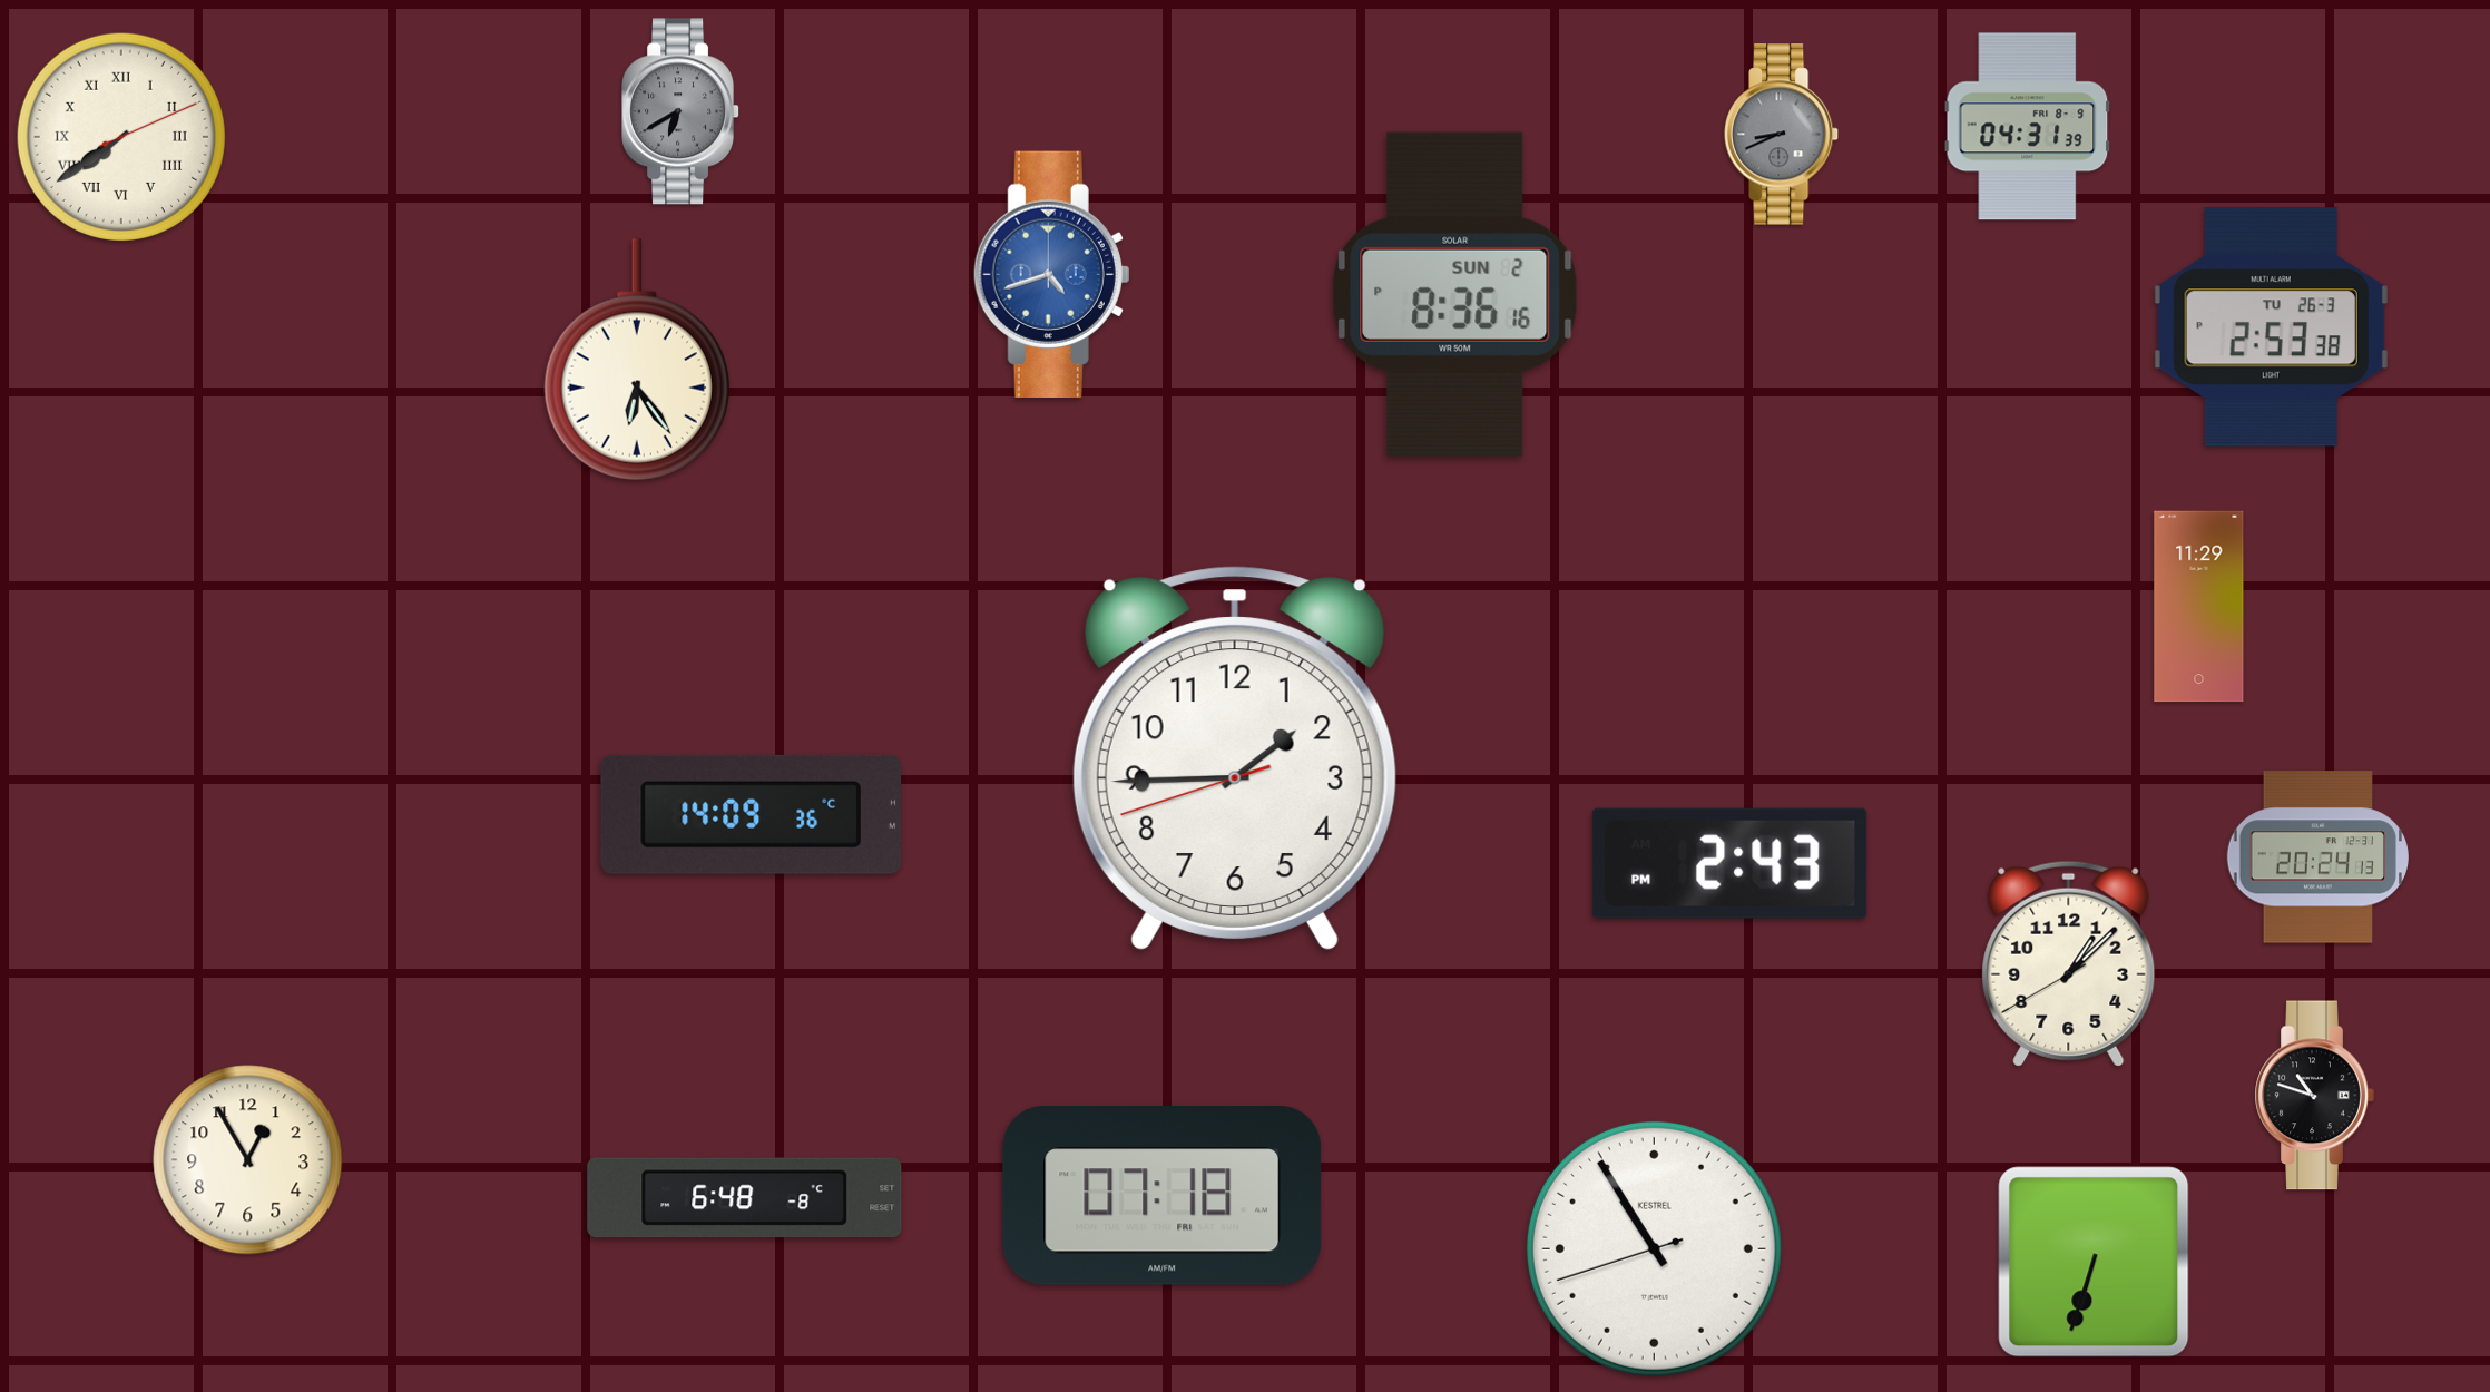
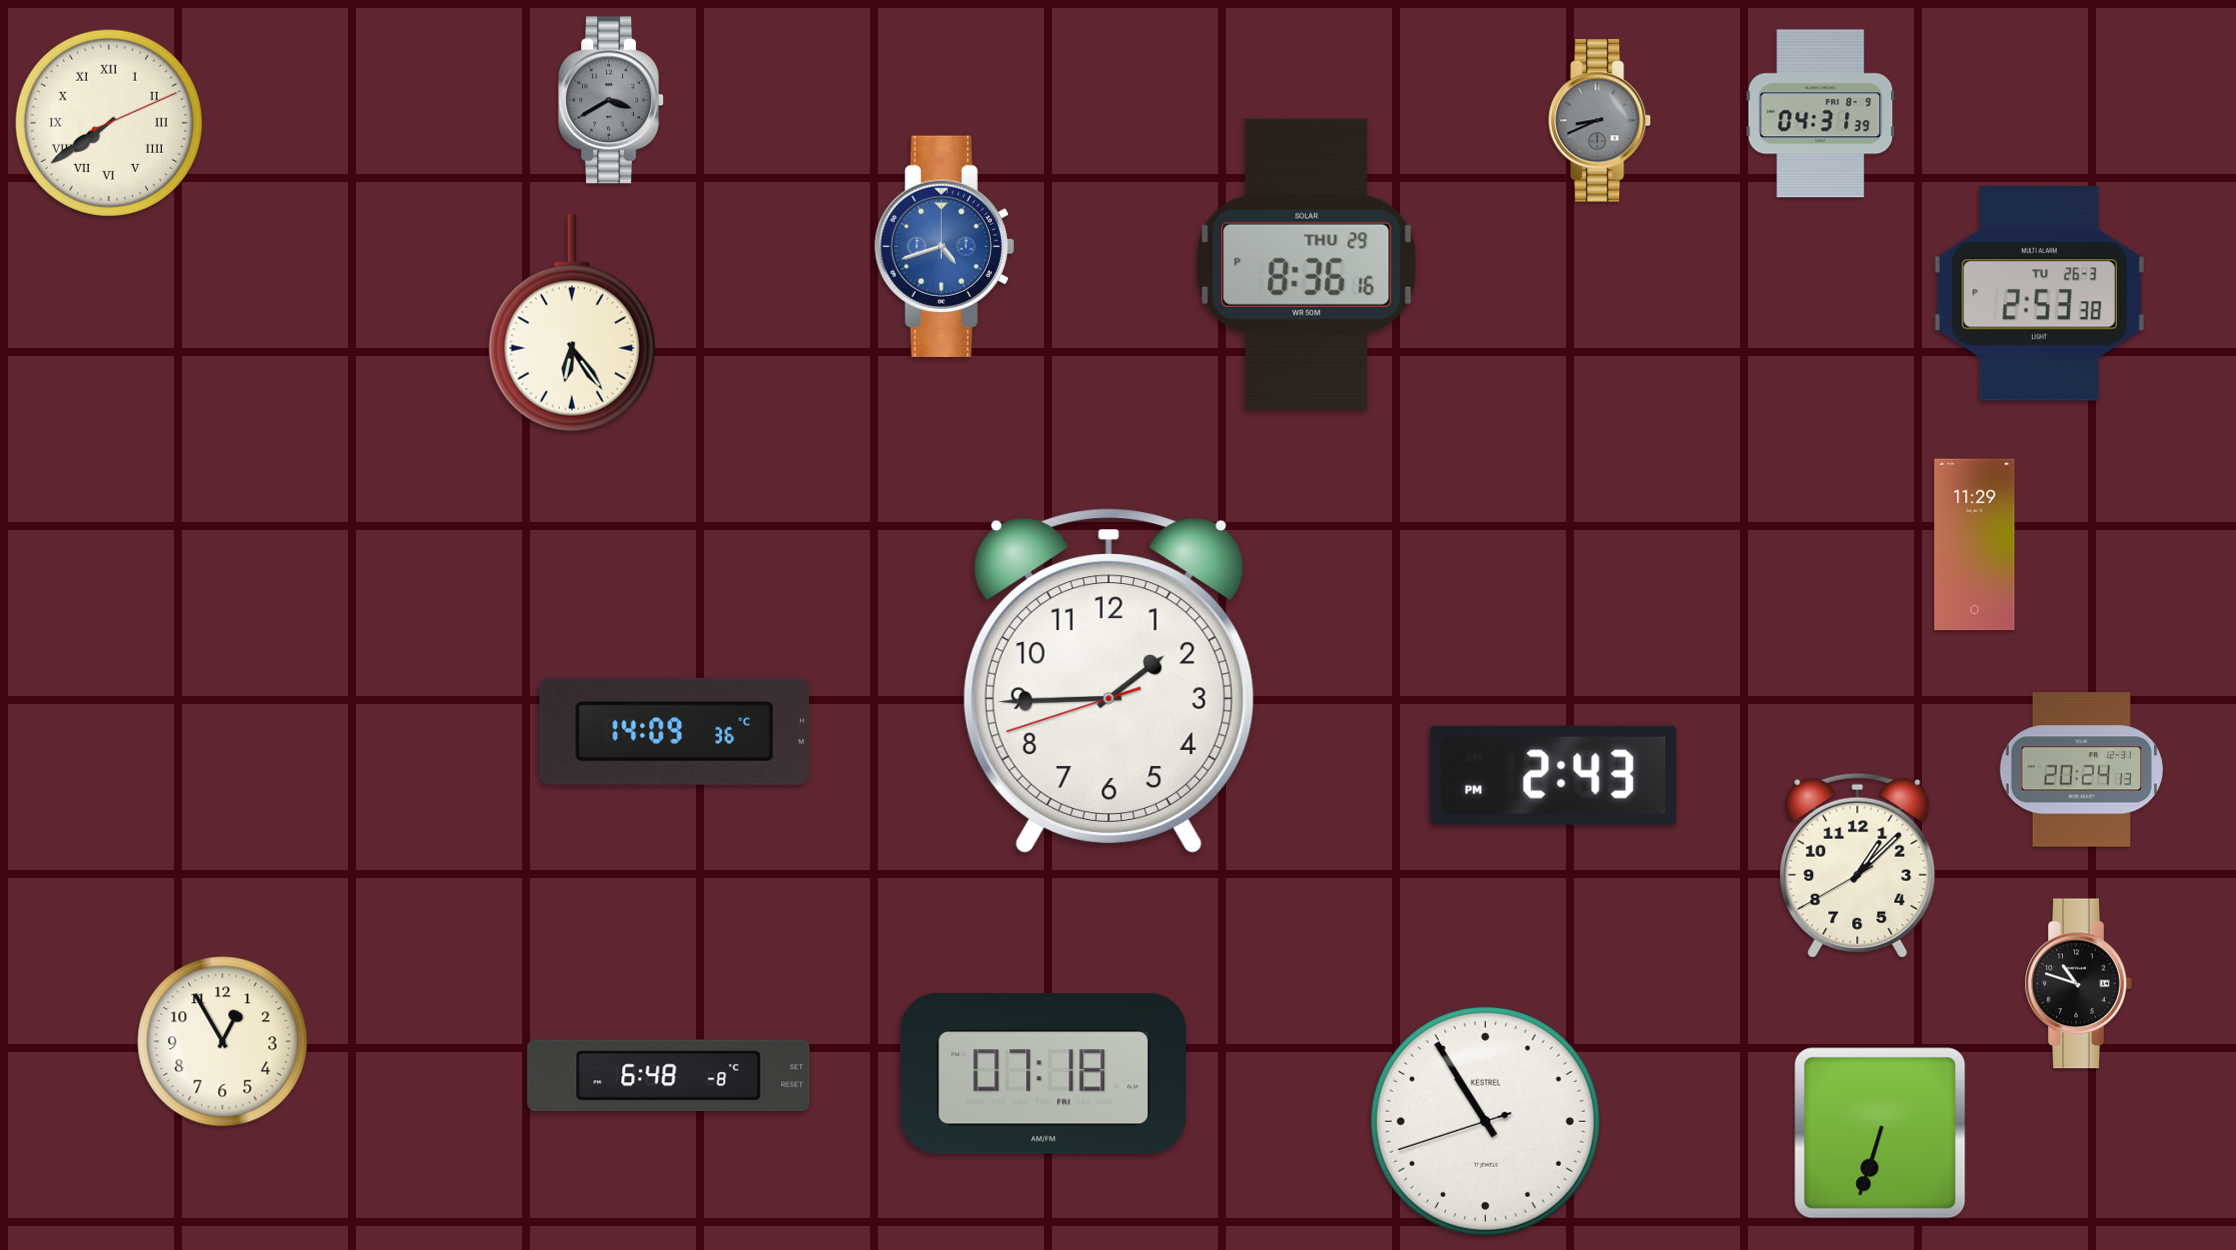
clock at (682, 111): 6:40 -> 3:40
clock at (1455, 294) date: SUN 2 -> THU 29
